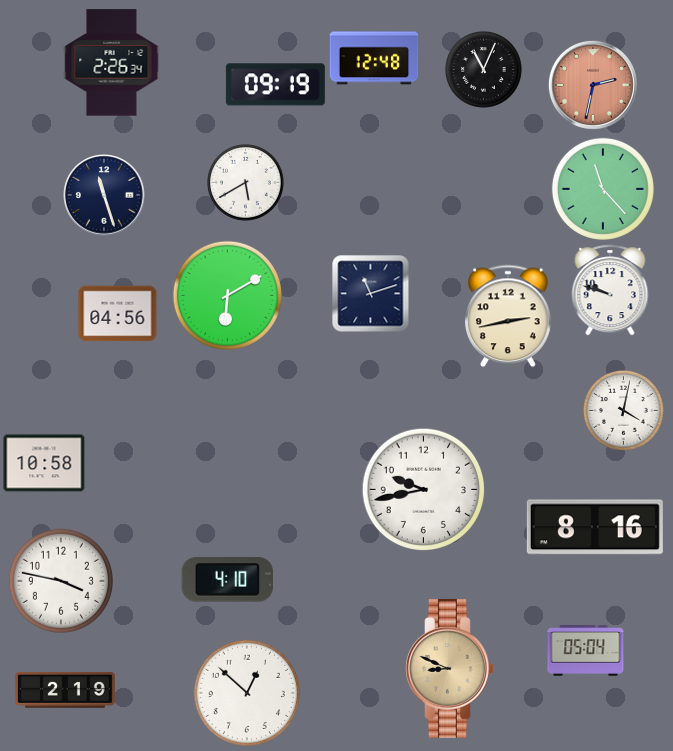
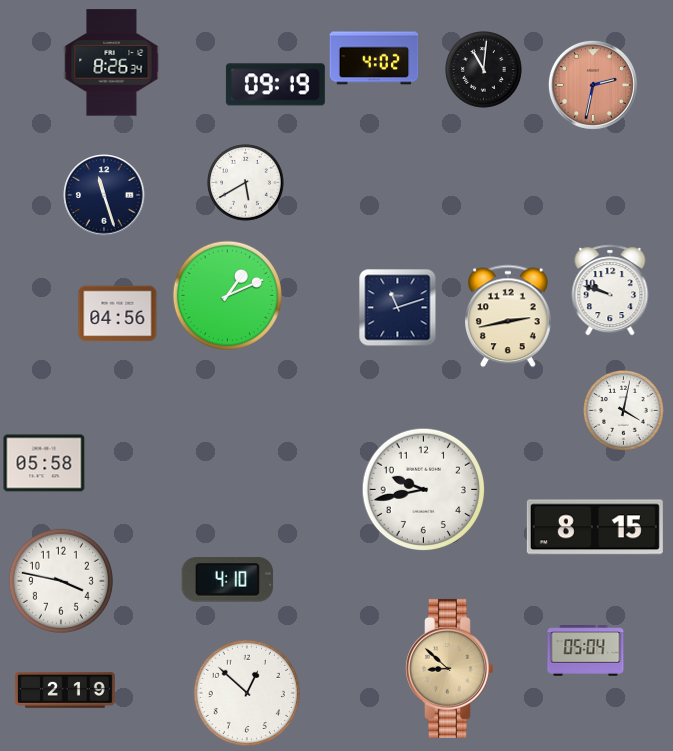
clock at (374, 58): 12:48 -> 4:02
clock at (112, 63): 2:26 -> 8:26
clock at (484, 70): 11:04 -> 11:01
clock at (603, 189): 11:23 -> none
clock at (371, 294) position: (371, 294) -> (398, 308)
clock at (227, 295): 6:10 -> 1:11
clock at (44, 463): 10:58 -> 05:58
clock at (595, 527): 8:16 -> 8:15
clock at (450, 668): 8:49 -> 8:52
